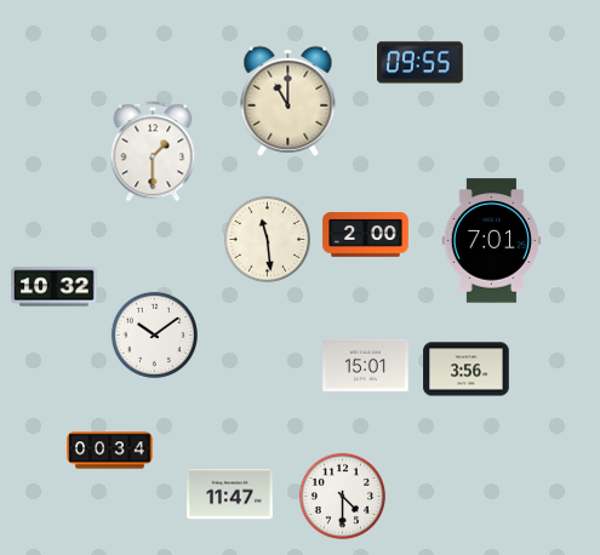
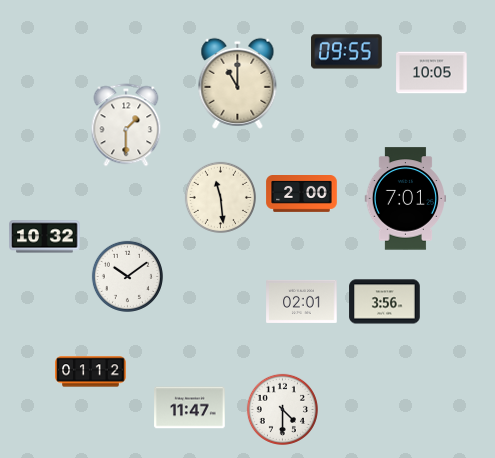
clock at (432, 73): none -> 10:05
clock at (366, 365): 15:01 -> 02:01
clock at (467, 370) position: (467, 370) -> (385, 302)
clock at (110, 451): 00:34 -> 01:12
